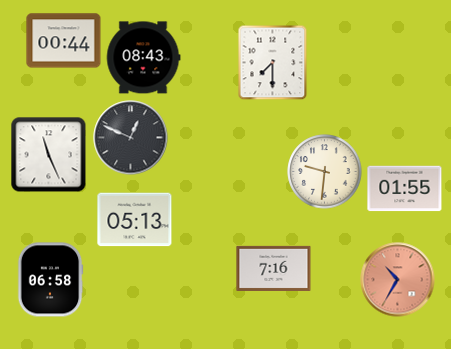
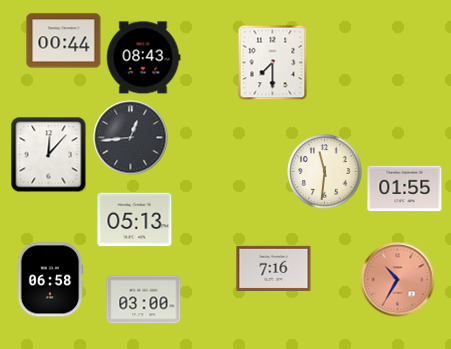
clock at (131, 138): 12:49 -> 12:44
clock at (49, 155): 11:26 -> 12:07
clock at (325, 172): 9:31 -> 11:31
clock at (144, 300): none -> 03:00
